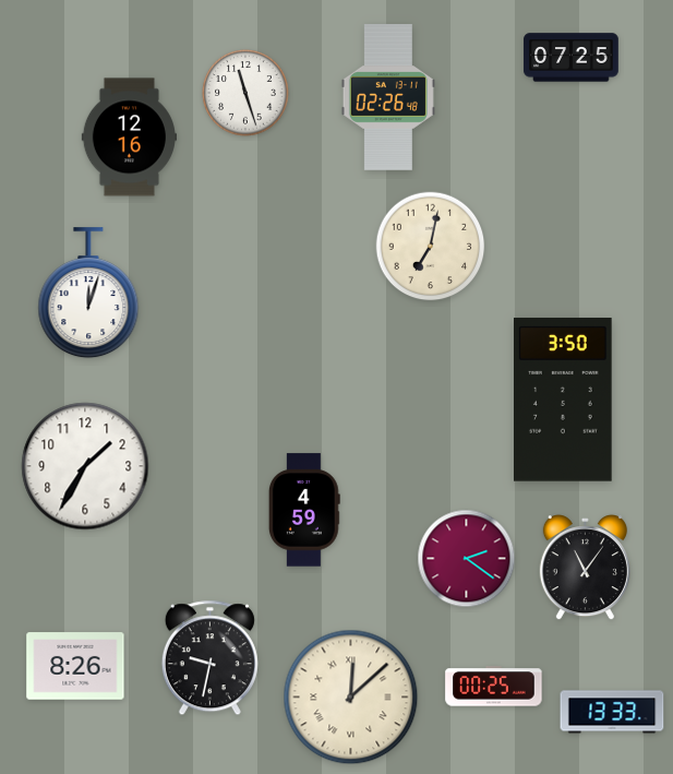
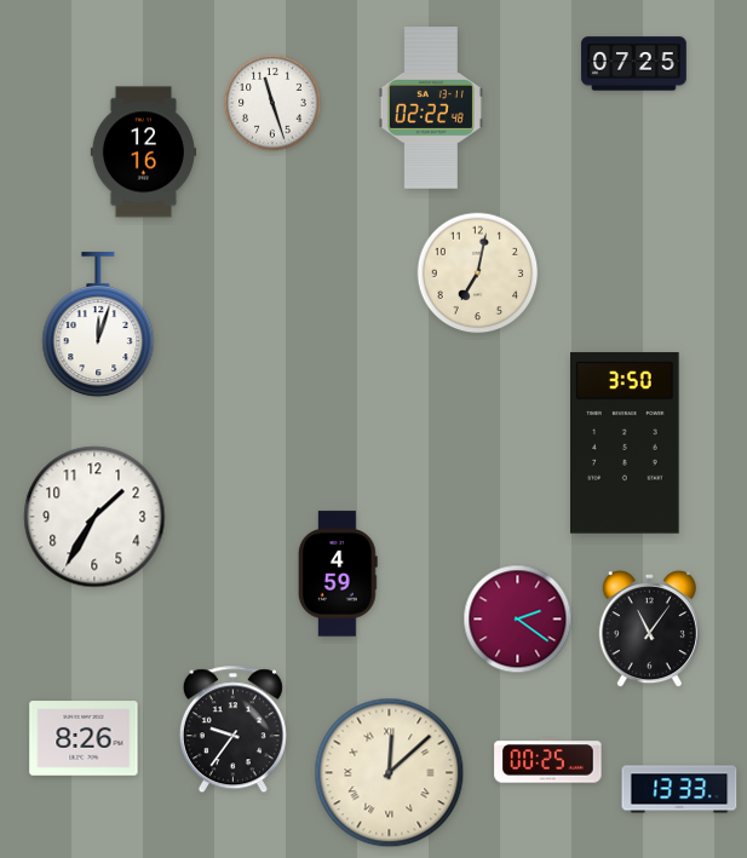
clock at (388, 97): 02:26 -> 02:22
clock at (304, 510) position: (304, 510) -> (338, 574)
clock at (209, 658): 9:32 -> 9:36
